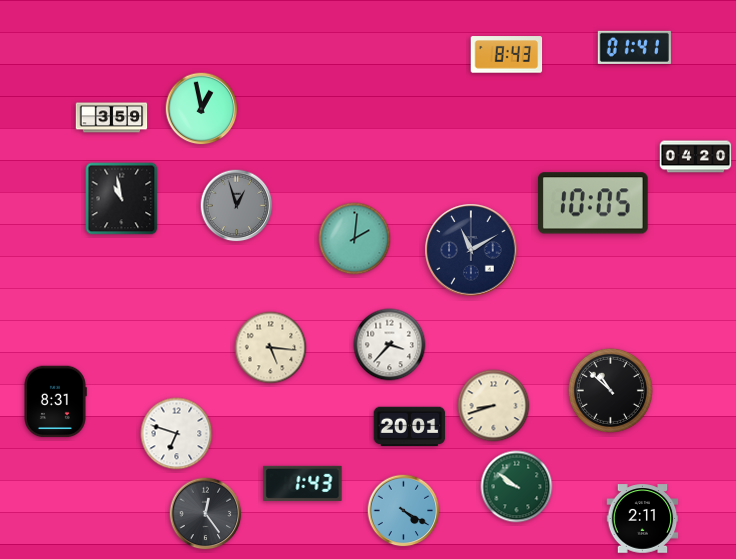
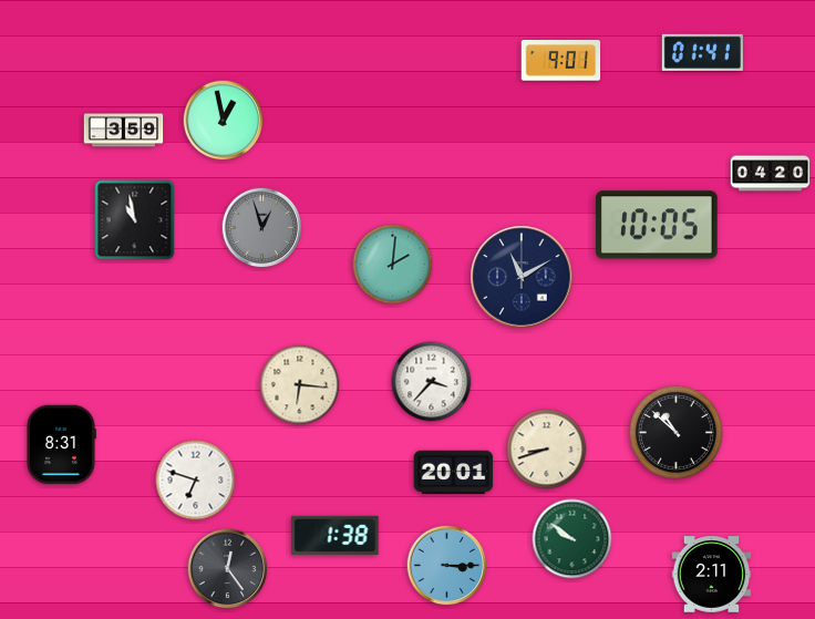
clock at (507, 55): 8:43 -> 9:01
clock at (271, 348): 5:16 -> 6:16
clock at (303, 483): 1:43 -> 1:38
clock at (404, 511): 4:20 -> 3:15
